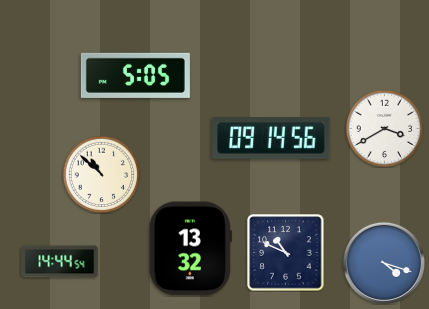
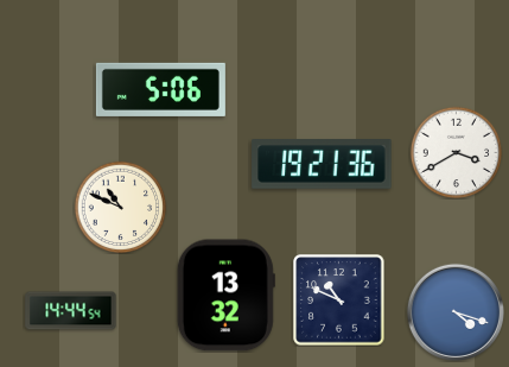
clock at (135, 75): 5:05 -> 5:06
clock at (271, 138): 09:14 -> 19:21
clock at (101, 174): 10:52 -> 10:49
